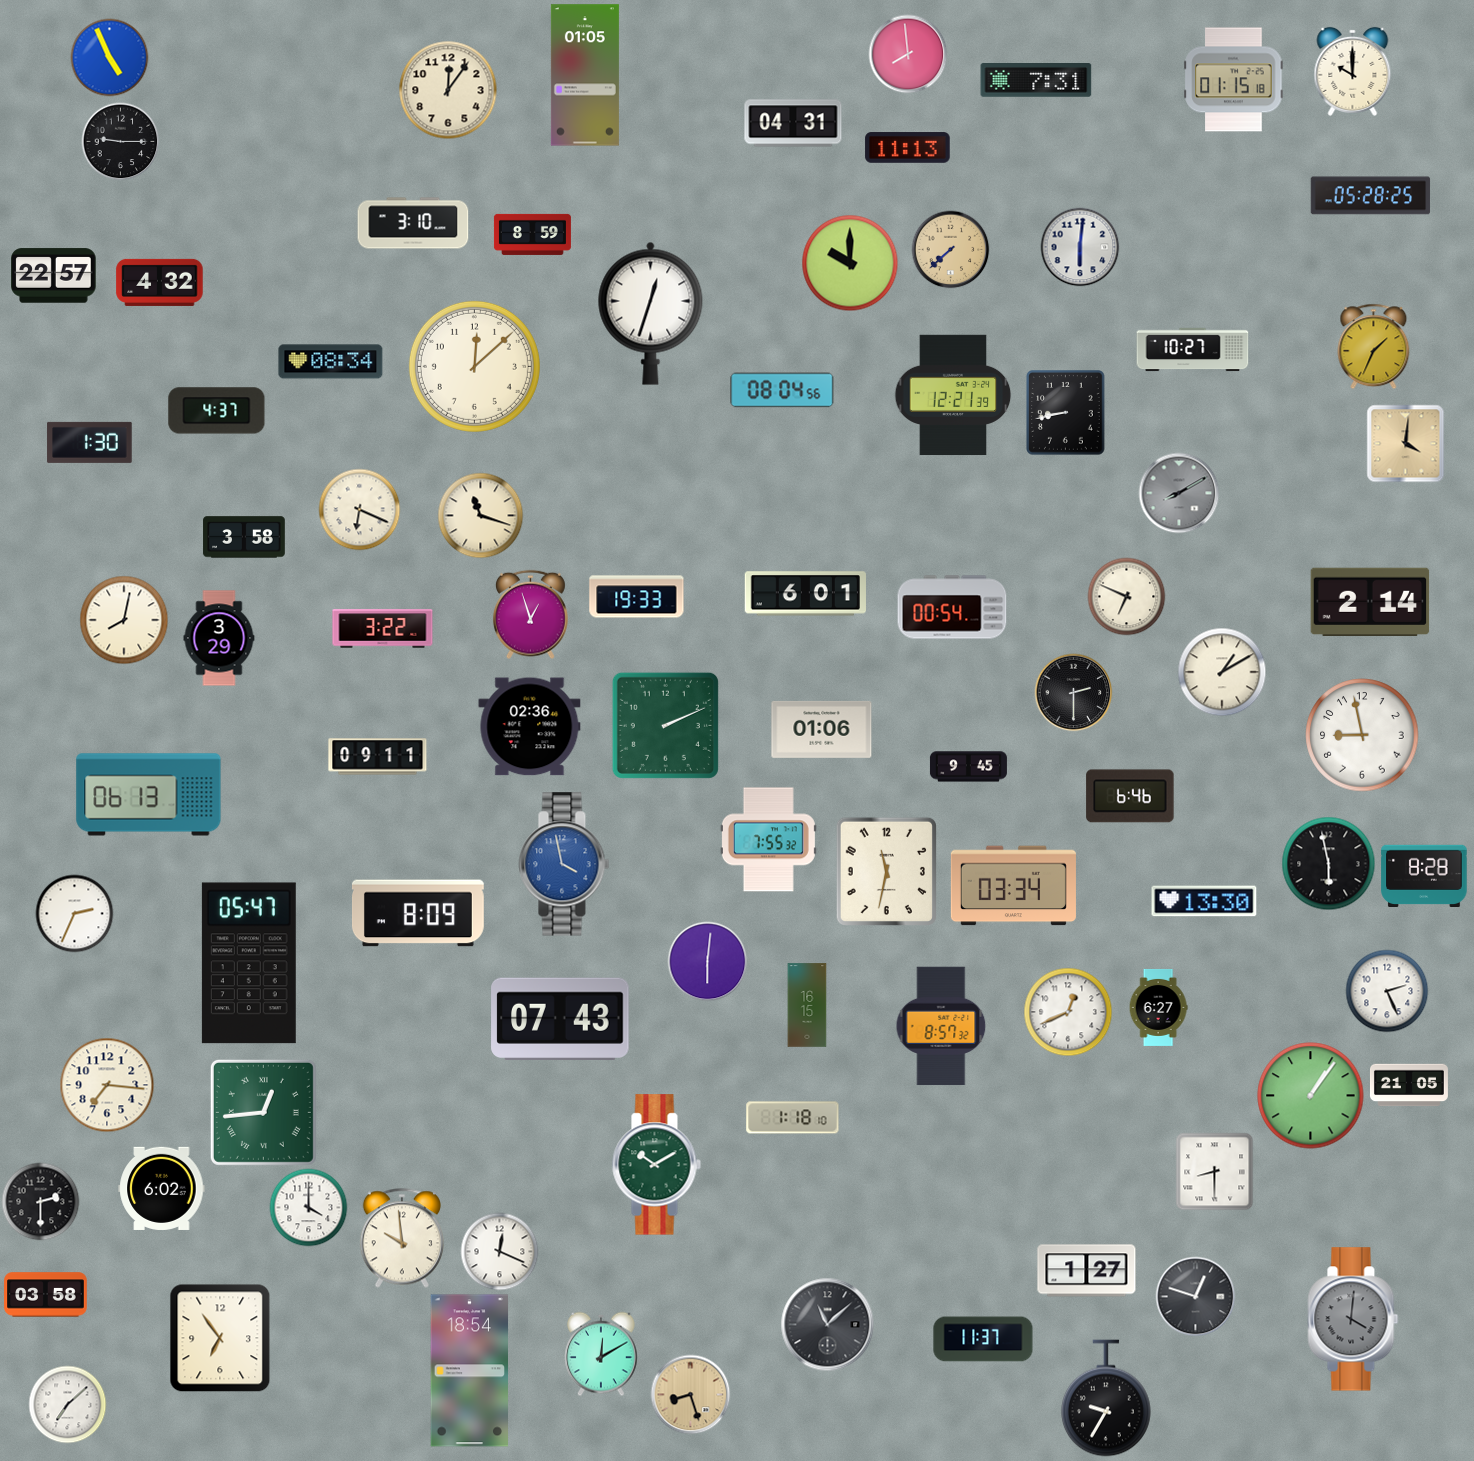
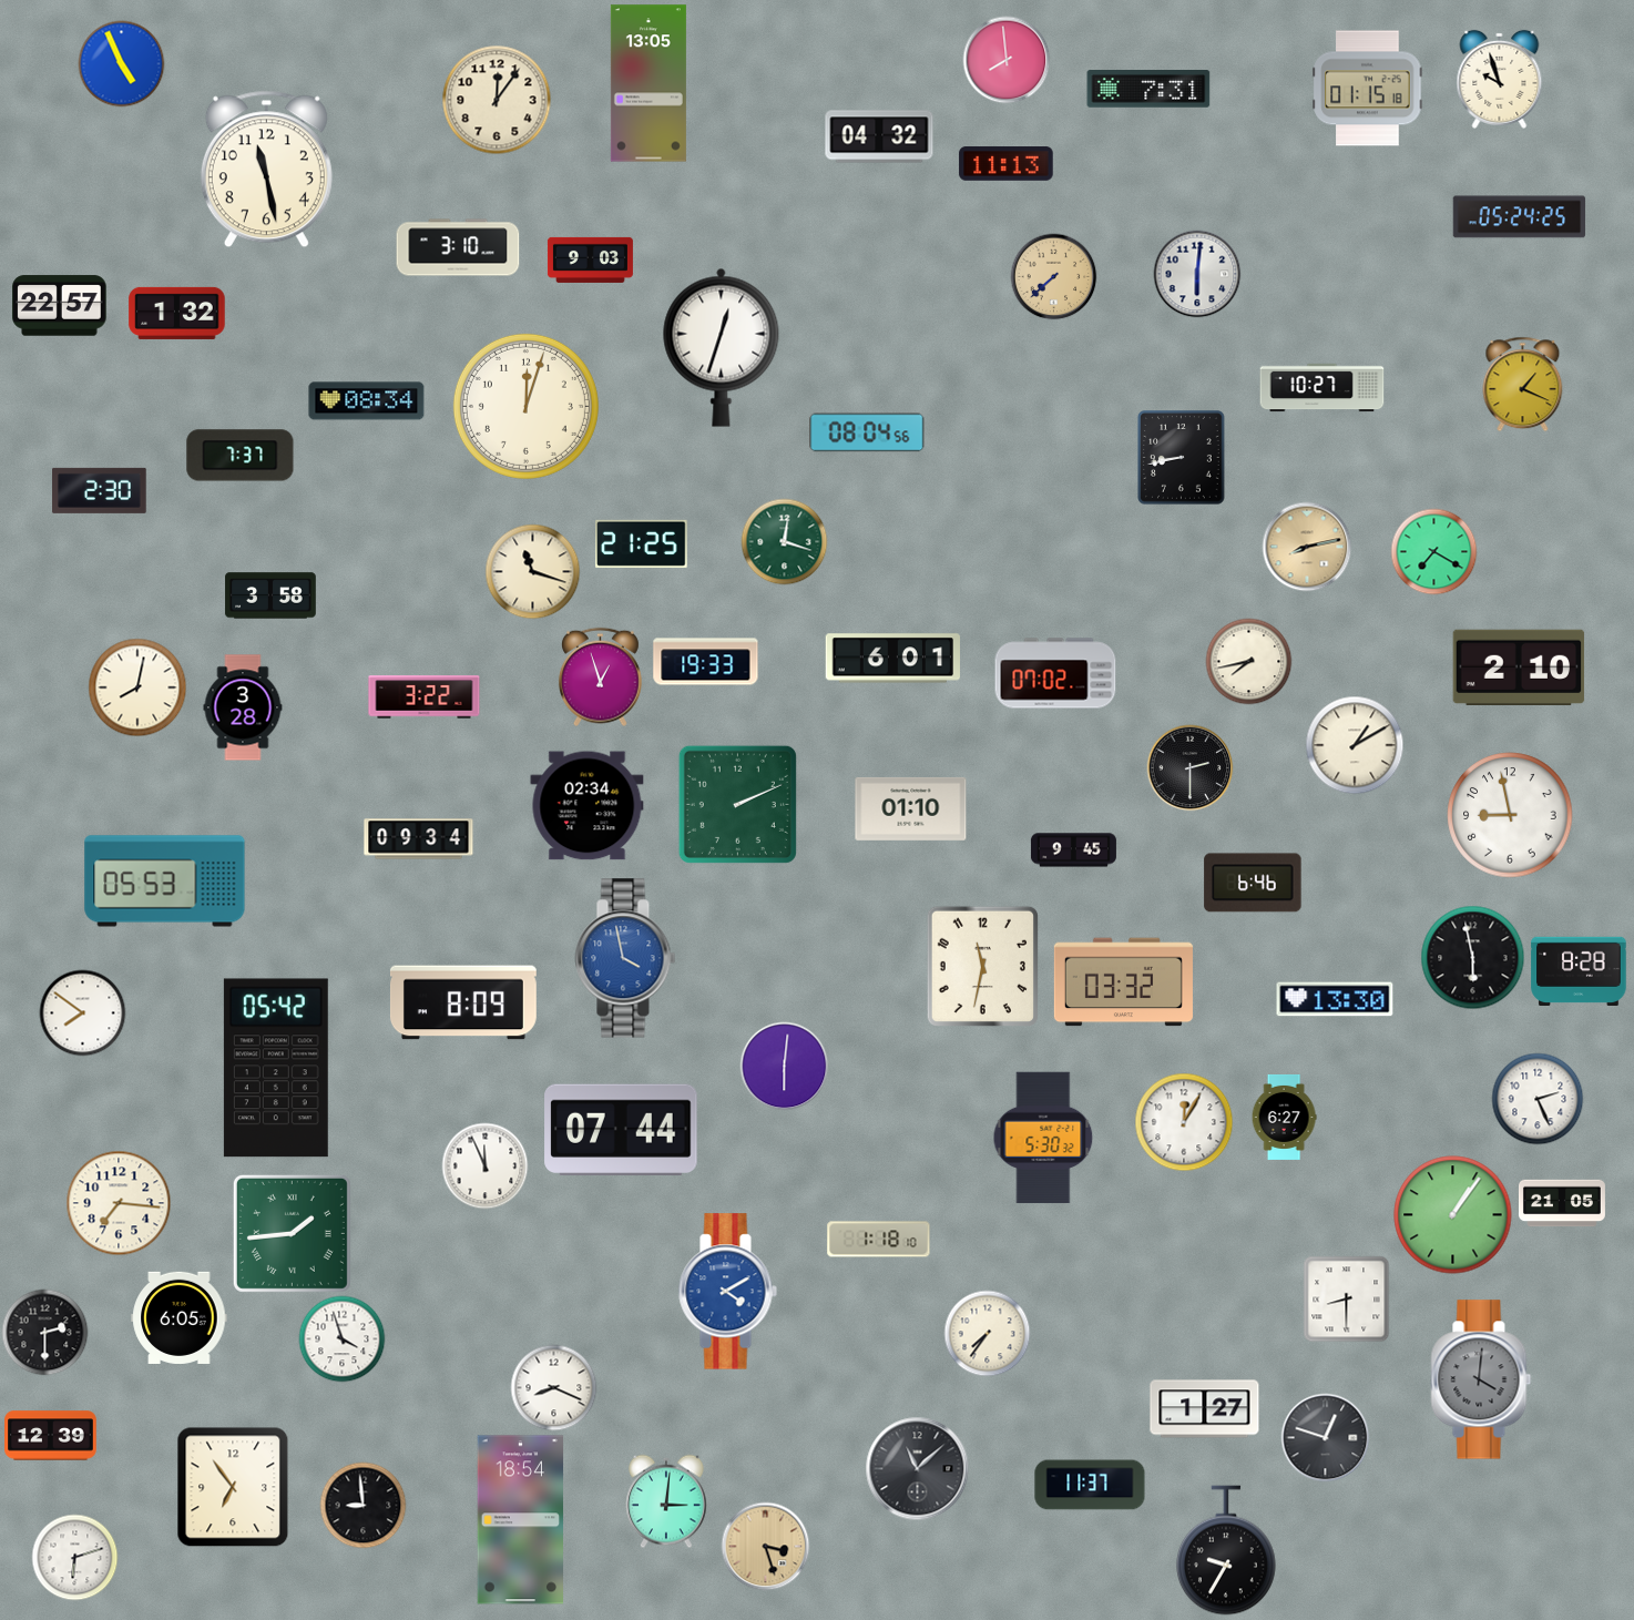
clock at (1353, 71): 10:00 -> 9:57
clock at (585, 75): 01:05 -> 13:05
clock at (793, 123): 04:31 -> 04:32
clock at (120, 141): 9:15 -> none
clock at (266, 170): none -> 11:28
clock at (1371, 196): 05:28 -> 05:24
clock at (532, 234): 8:59 -> 9:03
clock at (850, 263): 10:00 -> none
clock at (160, 282): 4:32 -> 1:32
clock at (1374, 346): 1:34 -> 1:19
clock at (474, 366): 12:08 -> 12:03
clock at (953, 395): 12:21 -> none
clock at (217, 411): 4:37 -> 7:37
clock at (90, 442): 1:30 -> 2:30
clock at (1405, 443): 4:01 -> none
clock at (784, 541): none -> 12:18
clock at (642, 543): none -> 21:25
clock at (1179, 493): 8:10 -> 8:13
clock at (1179, 493) dial: grey -> champagne
clock at (1433, 551): none -> 7:20
clock at (359, 509): 6:19 -> none
clock at (1126, 596): 6:49 -> 7:43
clock at (1370, 601): 2:14 -> 2:10
clock at (952, 607): 00:54 -> 07:02
clock at (530, 614) position: (530, 614) -> (600, 676)
clock at (219, 638): 3:29 -> 3:28
clock at (530, 727): 02:36 -> 02:34
clock at (822, 729): 01:06 -> 01:10
clock at (378, 757): 09:11 -> 09:34
clock at (149, 795): 06:13 -> 05:53
clock at (768, 840): 7:55 -> none
clock at (1013, 886): 03:34 -> 03:32
clock at (74, 913): 2:34 -> 7:51
clock at (418, 913) position: (418, 913) -> (463, 1002)
clock at (249, 963): 05:47 -> 05:42
clock at (807, 1005): 16:15 -> none
clock at (1068, 1012): 12:41 -> 12:05
clock at (560, 1019): 07:43 -> 07:44
clock at (941, 1026): 8:57 -> 5:30
clock at (484, 1165): none -> 11:56
clock at (263, 1112): 12:44 -> 1:44
clock at (656, 1165): 10:10 -> 4:10
clock at (656, 1165) dial: green -> blue
clock at (162, 1188): 6:02 -> 6:05
clock at (987, 1333): none -> 7:36
clock at (308, 1207): 4:00 -> 3:57
clock at (402, 1238): 9:59 -> none
clock at (499, 1251): 12:19 -> 8:19
clock at (46, 1295): 03:58 -> 12:39
clock at (1353, 1319) position: (1353, 1319) -> (1481, 1379)
clock at (220, 1338) position: (220, 1338) -> (233, 1487)
clock at (601, 1354): 12:10 -> 3:01
clock at (362, 1505): none -> 8:59
clock at (690, 1394): 8:27 -> 3:27
clock at (67, 1404): 7:08 -> 6:12
